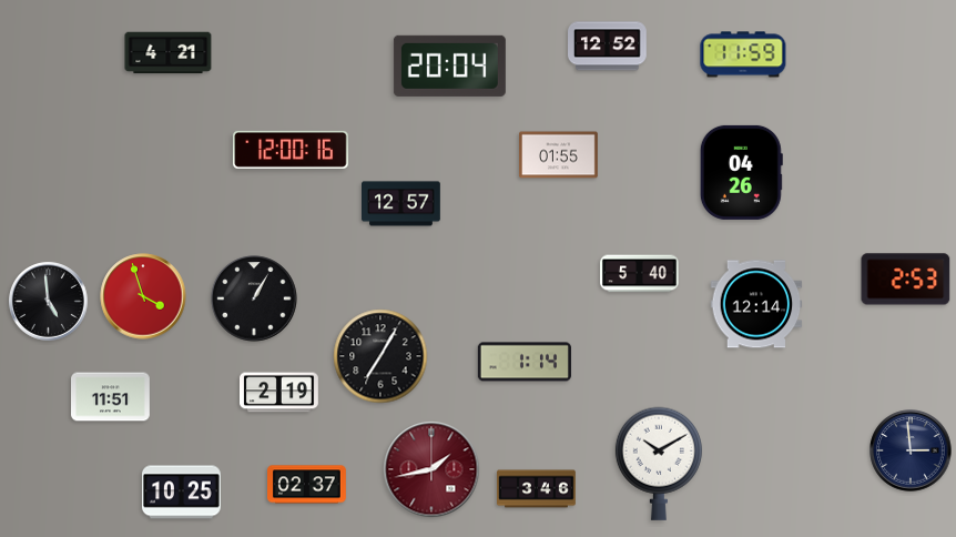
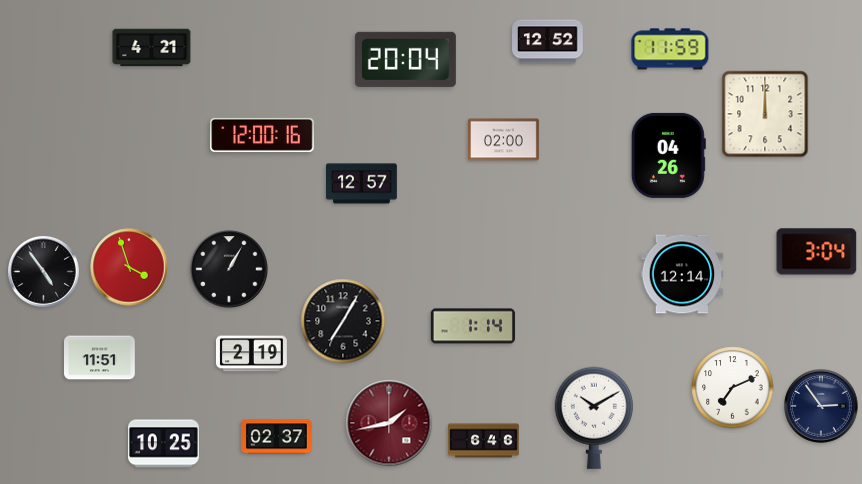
clock at (765, 114): none -> 12:00
clock at (559, 155): 01:55 -> 02:00
clock at (640, 274): 5:40 -> none
clock at (906, 280): 2:53 -> 3:04
clock at (49, 302): 4:59 -> 4:54
clock at (733, 388): none -> 7:11
clock at (911, 450): 2:59 -> 2:54
clock at (537, 489): 3:46 -> 6:46
